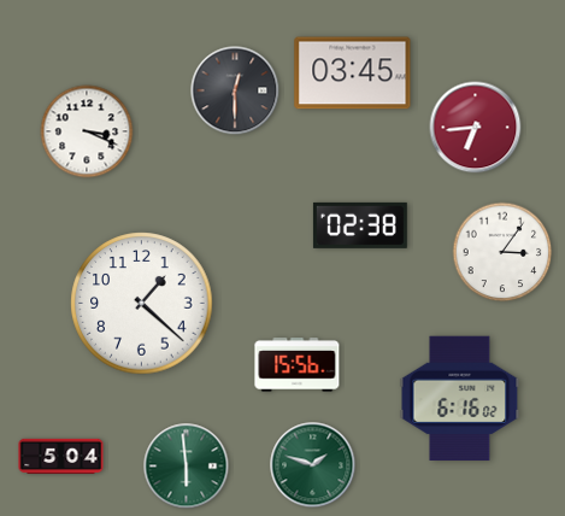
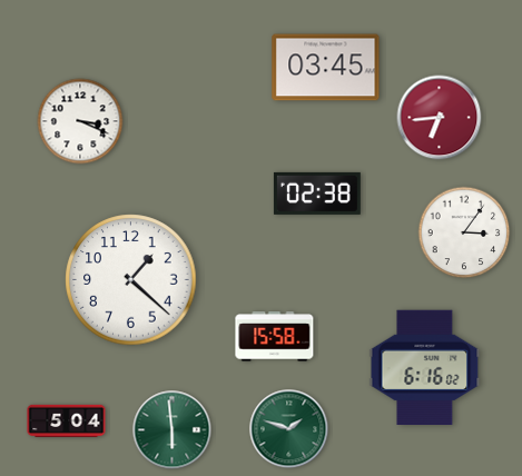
clock at (235, 90): 12:30 -> none
clock at (360, 225) position: (360, 225) -> (317, 194)
clock at (298, 365): 15:56 -> 15:58
clock at (61, 456) position: (61, 456) -> (67, 420)
